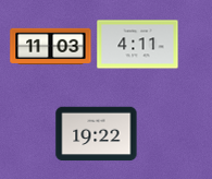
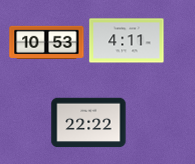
clock at (51, 46): 11:03 -> 10:53
clock at (97, 134): 19:22 -> 22:22
